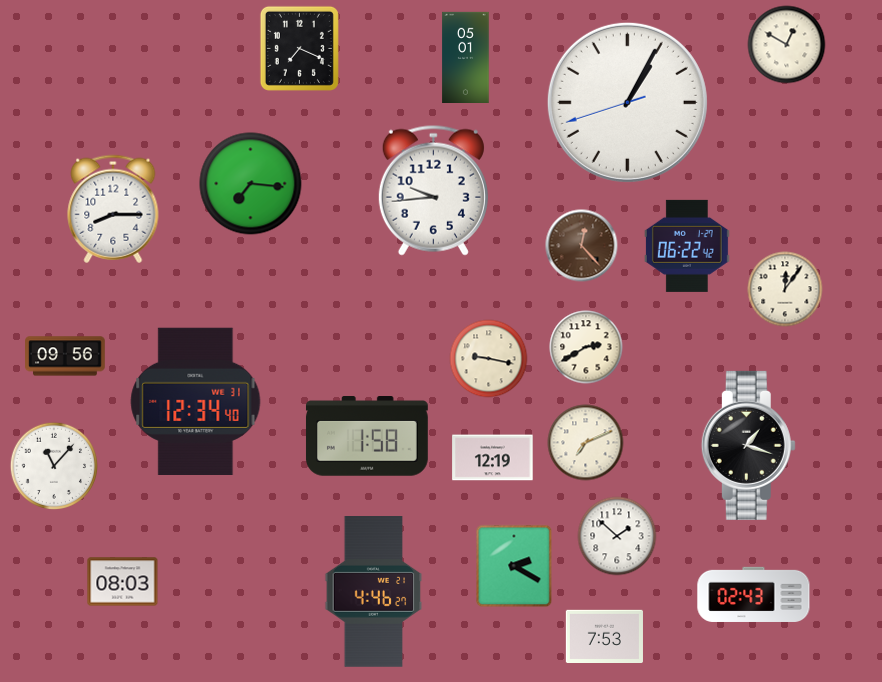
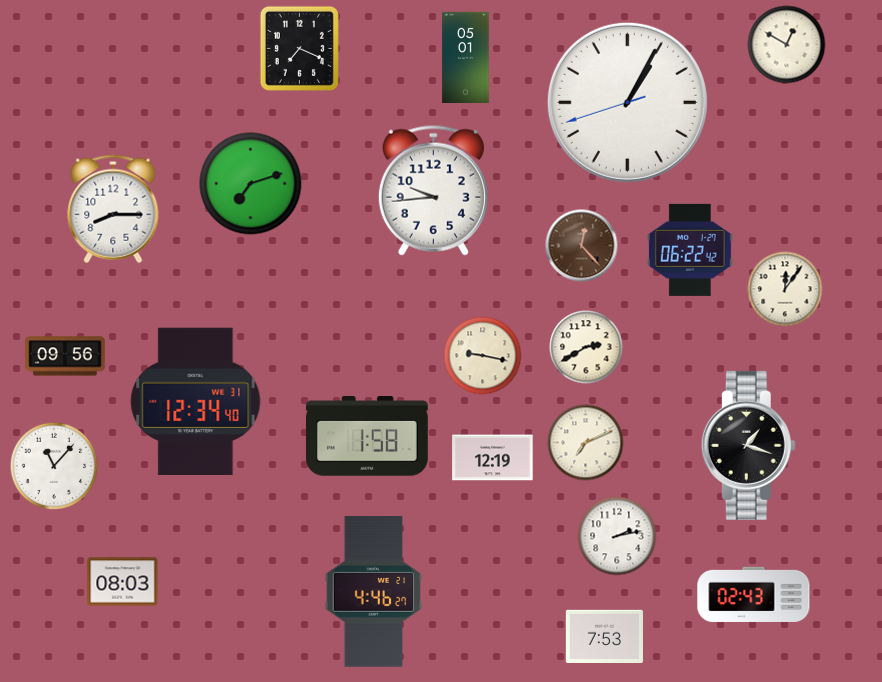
clock at (251, 184): 7:16 -> 7:12
clock at (687, 246) position: (687, 246) -> (690, 250)
clock at (489, 359) position: (489, 359) -> (483, 356)
clock at (617, 536): 1:52 -> 2:13
clock at (514, 566): 2:20 -> none
